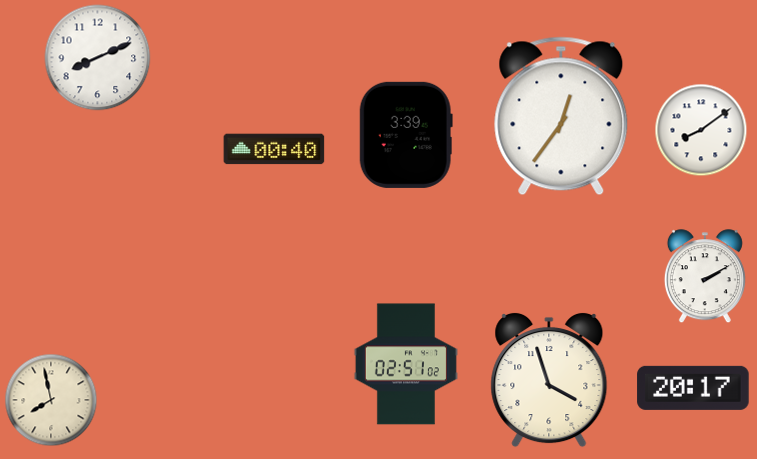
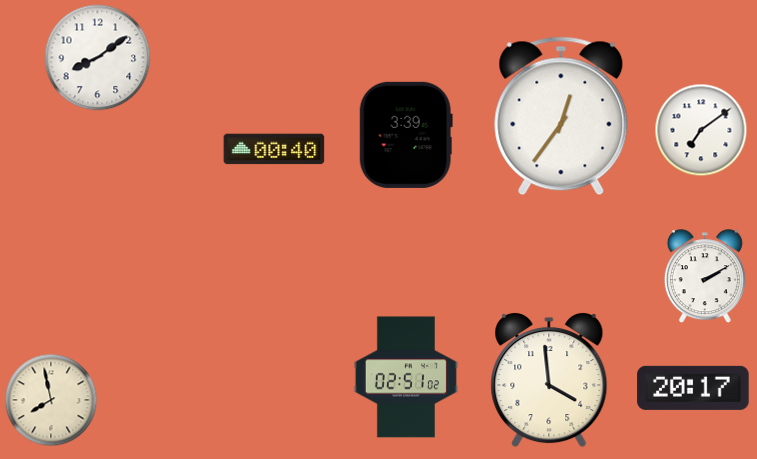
clock at (98, 58): 8:11 -> 8:09
clock at (701, 130): 8:09 -> 7:09
clock at (406, 364) position: (406, 364) -> (406, 377)
clock at (549, 380): 3:57 -> 3:59
